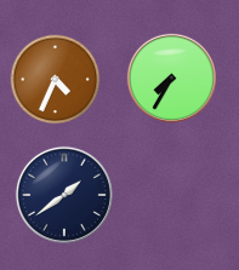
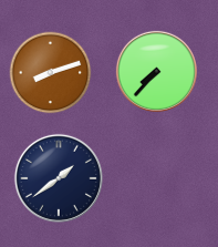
clock at (171, 77): 7:35 -> 7:37
clock at (56, 80): 4:34 -> 8:12
